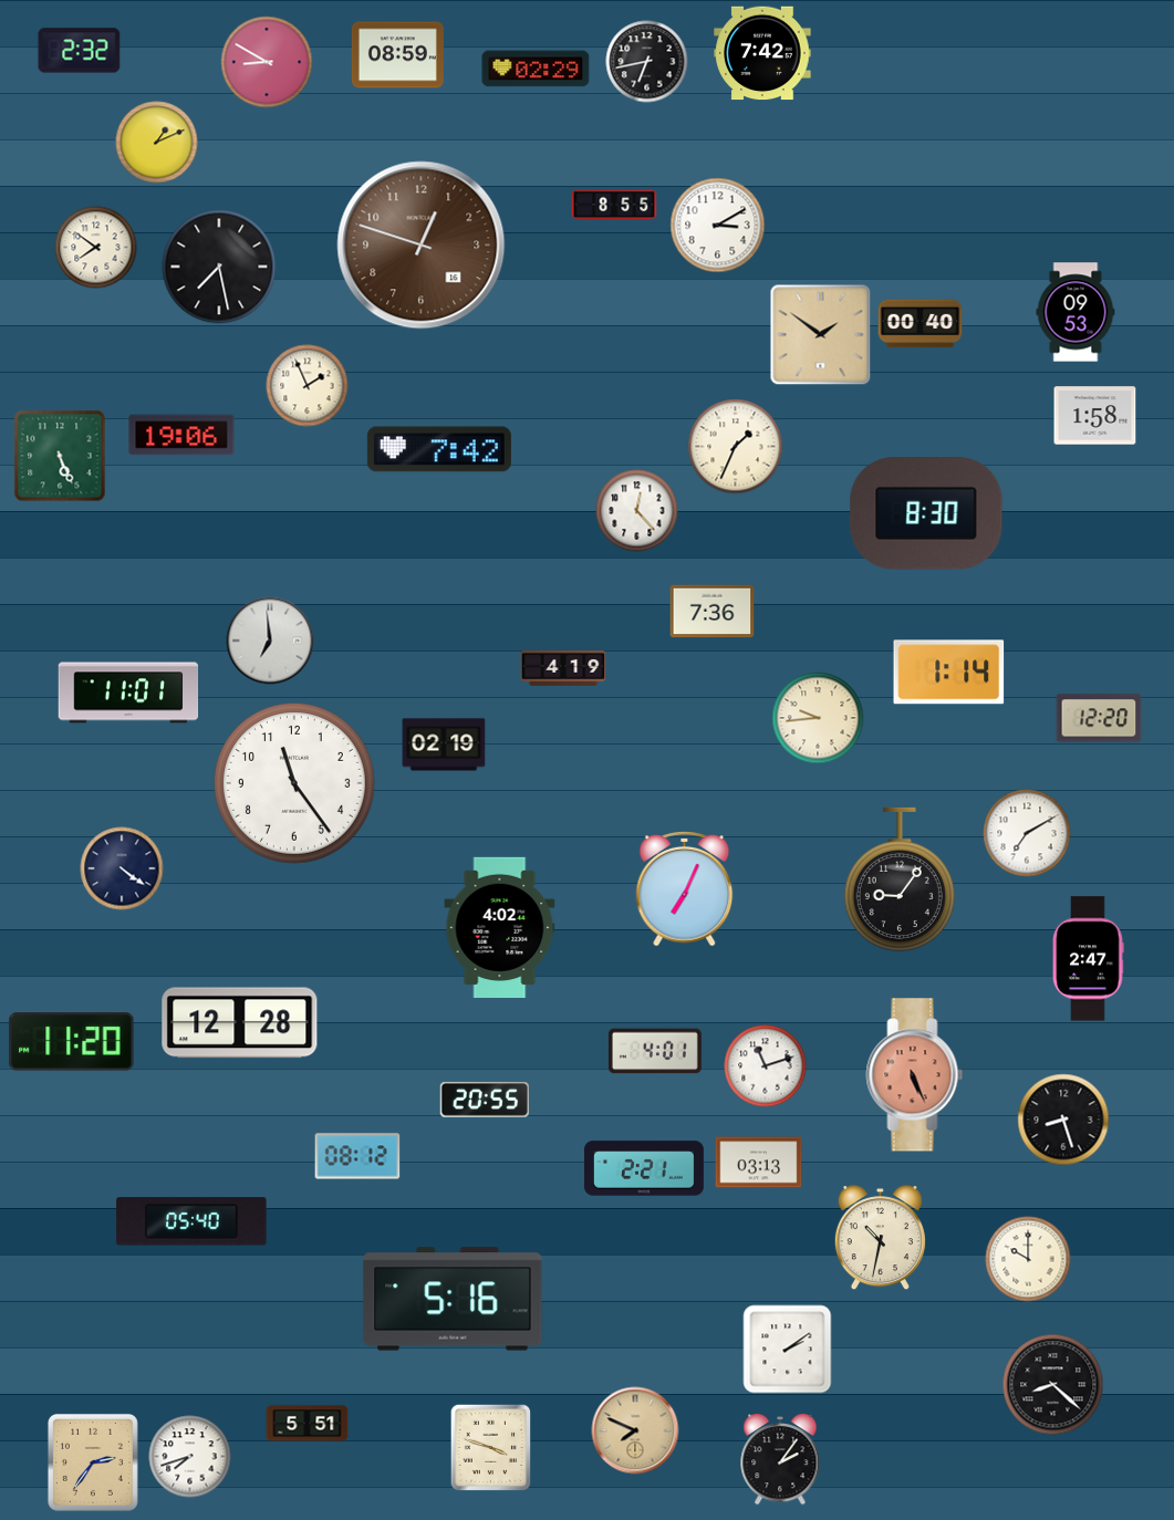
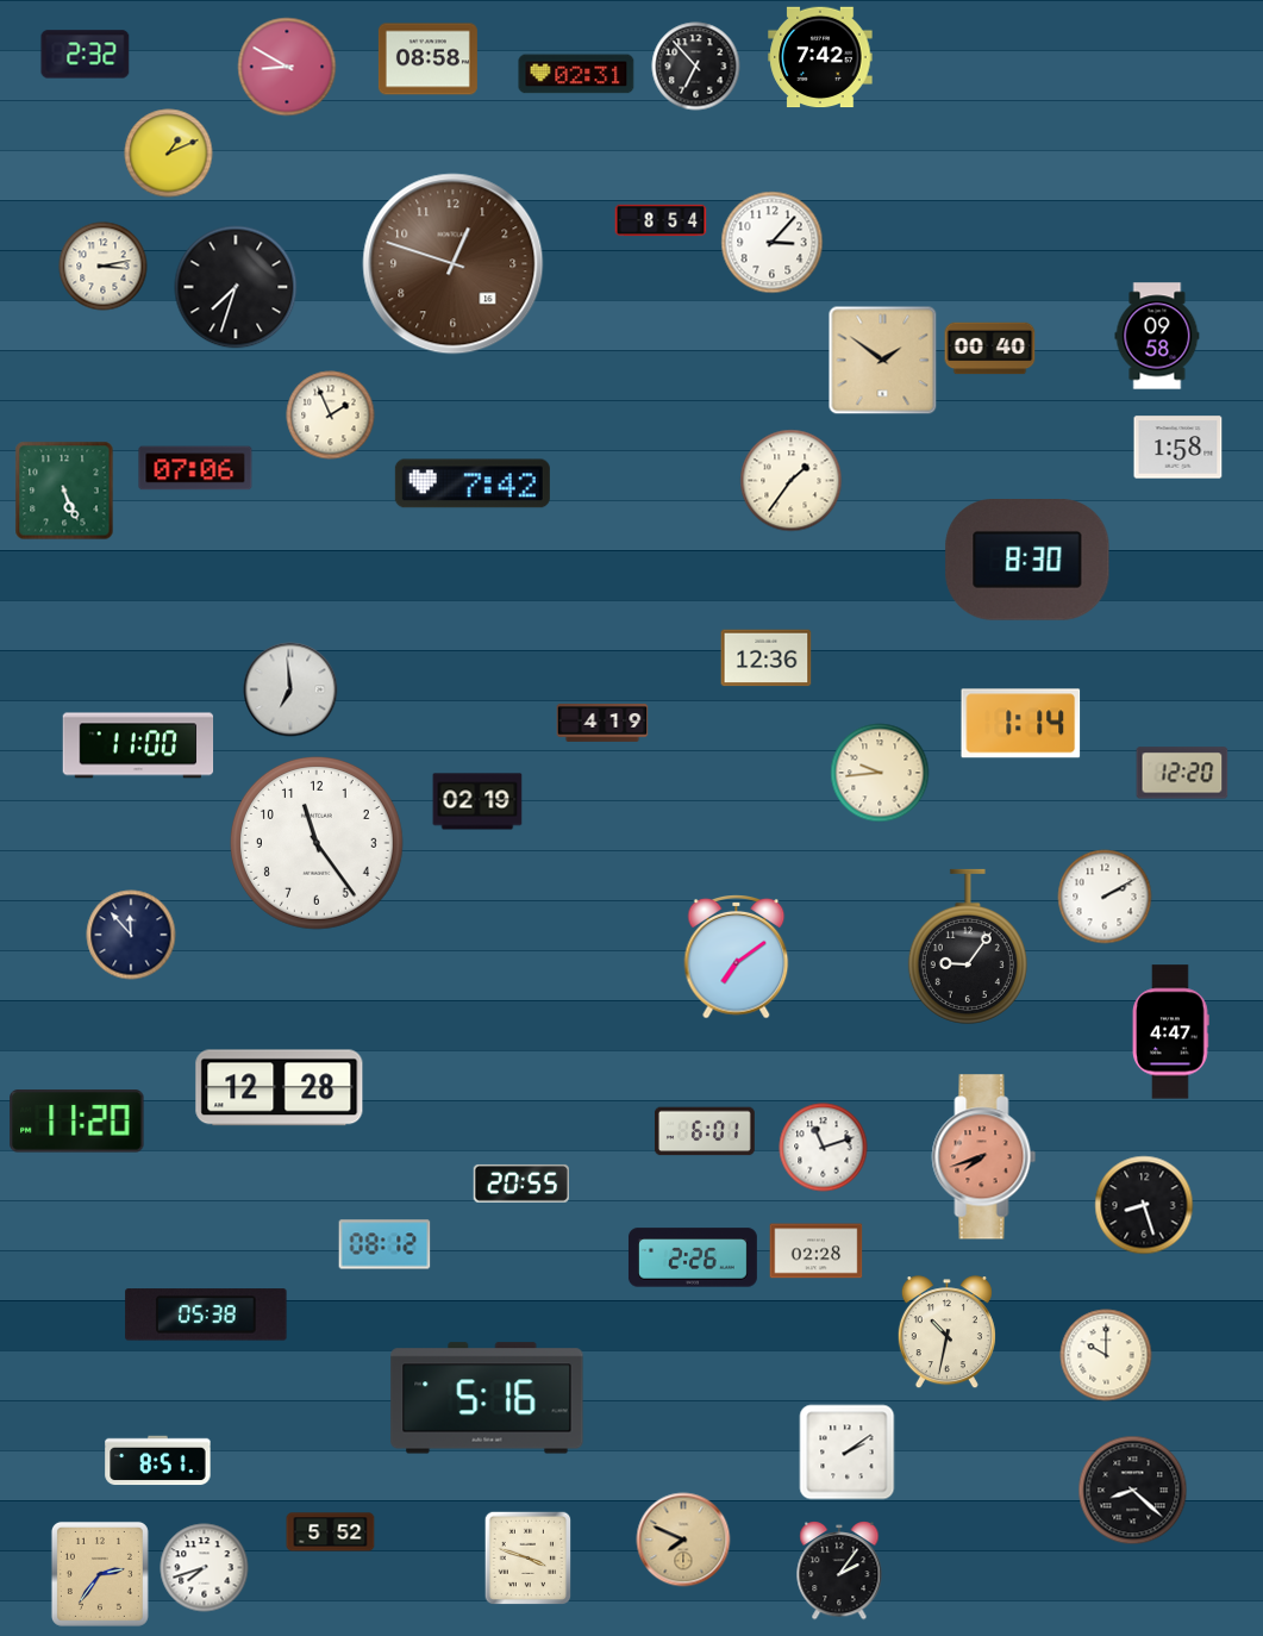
clock at (397, 55): 08:59 -> 08:58
clock at (647, 62): 6:43 -> 6:53
clock at (536, 69): 02:29 -> 02:31
clock at (614, 205): 8:55 -> 8:54
clock at (718, 226): 3:10 -> 3:07
clock at (96, 248): 7:51 -> 3:13
clock at (219, 267): 7:28 -> 7:33
clock at (1076, 312): 09:53 -> 09:58
clock at (181, 435): 19:06 -> 07:06
clock at (736, 447): 1:34 -> 1:36
clock at (637, 511): 12:23 -> none
clock at (926, 514) position: (926, 514) -> (1027, 561)
clock at (713, 612): 7:36 -> 12:36
clock at (563, 669) position: (563, 669) -> (602, 724)
clock at (128, 693): 11:01 -> 11:00
clock at (1027, 833): 7:10 -> 2:10
clock at (122, 868): 4:21 -> 11:53
clock at (685, 889): 7:04 -> 7:09
clock at (500, 927): 4:02 -> none
clock at (1089, 959): 2:47 -> 4:47
clock at (240, 1023) position: (240, 1023) -> (280, 1088)
clock at (655, 1051): 4:01 -> 6:01
clock at (915, 1075): 5:26 -> 7:42
clock at (759, 1163): 03:13 -> 02:28
clock at (644, 1168): 2:21 -> 2:26
clock at (191, 1221): 05:40 -> 05:38
clock at (158, 1461): none -> 8:51
clock at (308, 1424): 5:51 -> 5:52
